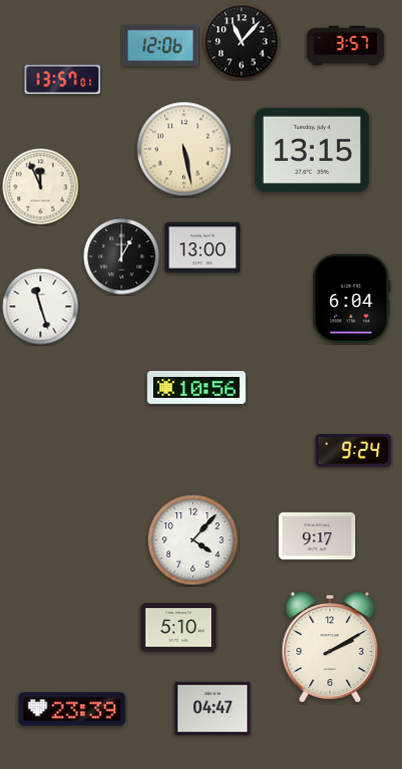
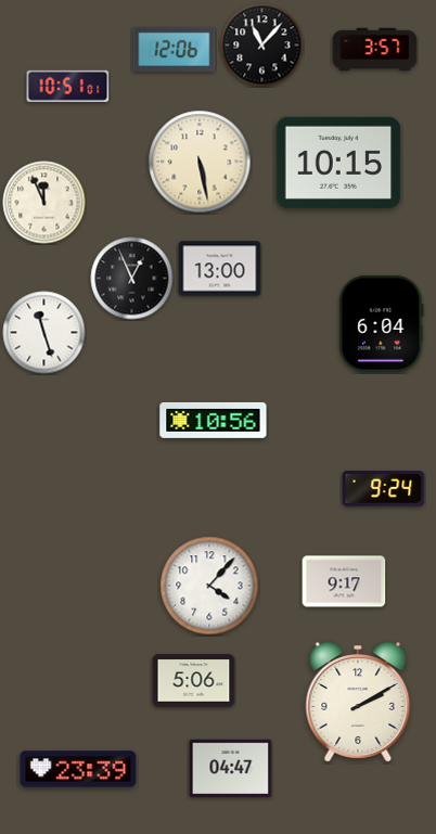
clock at (63, 79): 13:57 -> 10:51
clock at (312, 150): 13:15 -> 10:15
clock at (122, 257): 1:00 -> 12:56
clock at (179, 628): 5:10 -> 5:06
